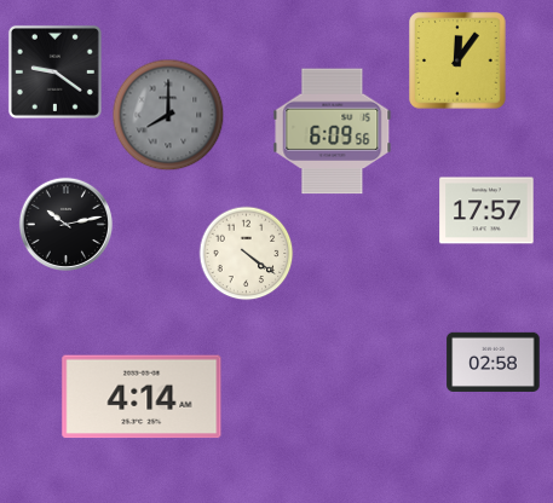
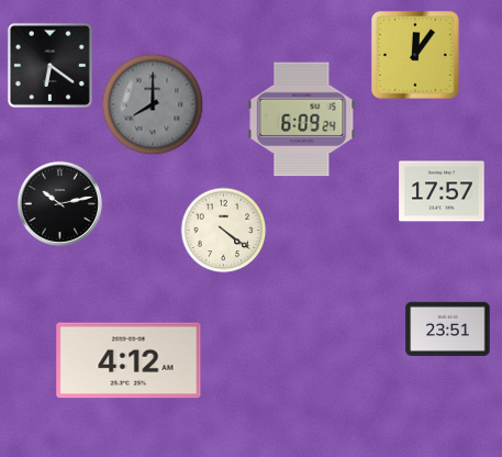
clock at (54, 71): 9:21 -> 6:21
clock at (333, 132): 6:09:56 -> 6:09:24
clock at (494, 362): 02:58 -> 23:51
clock at (142, 397): 4:14 -> 4:12
